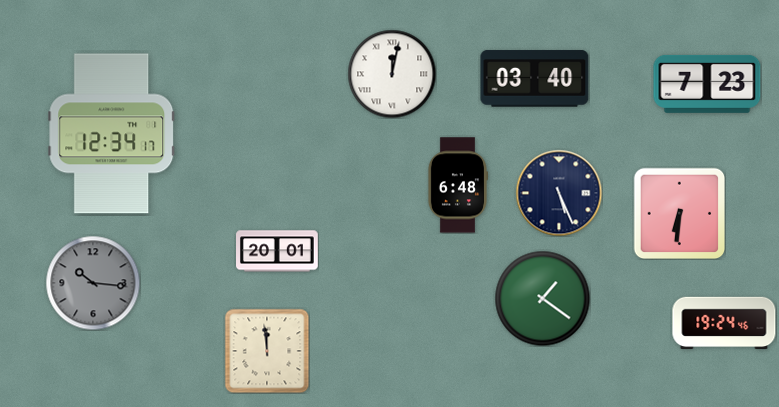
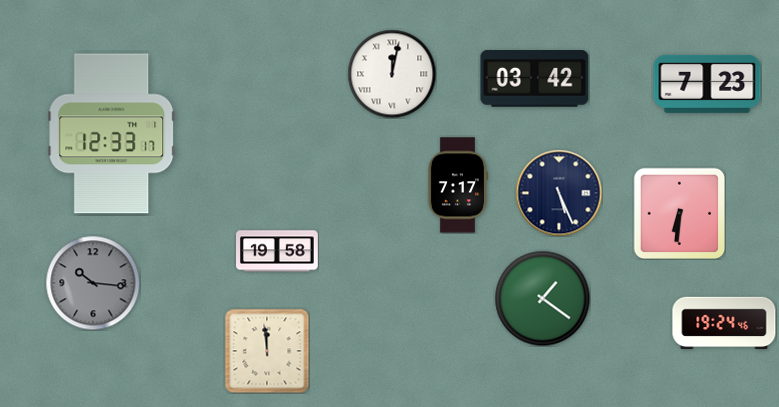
clock at (535, 79): 03:40 -> 03:42
clock at (112, 134): 12:34 -> 12:33
clock at (457, 185): 6:48 -> 7:17
clock at (278, 251): 20:01 -> 19:58
